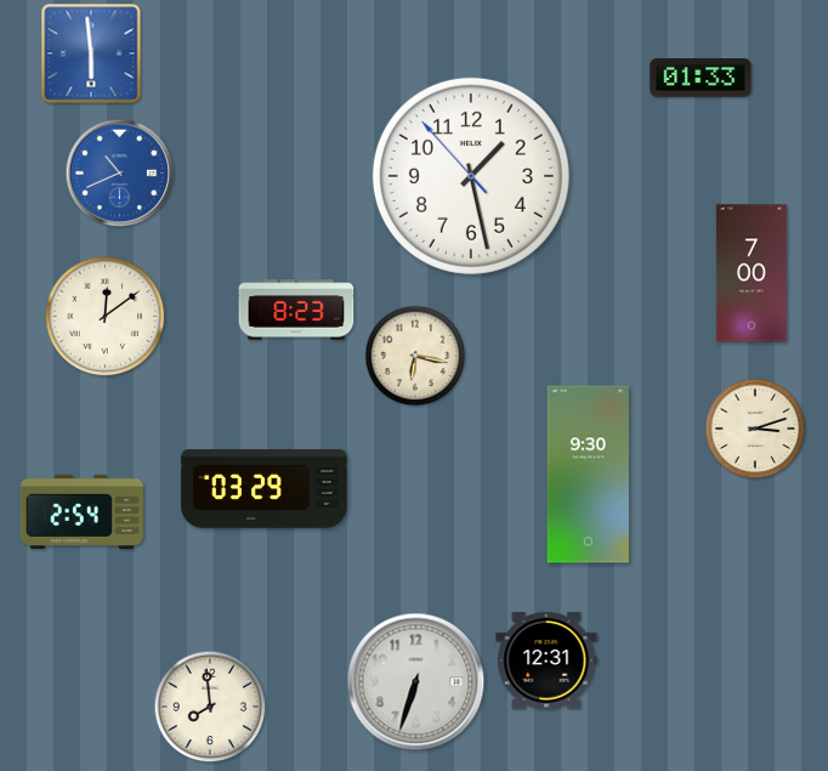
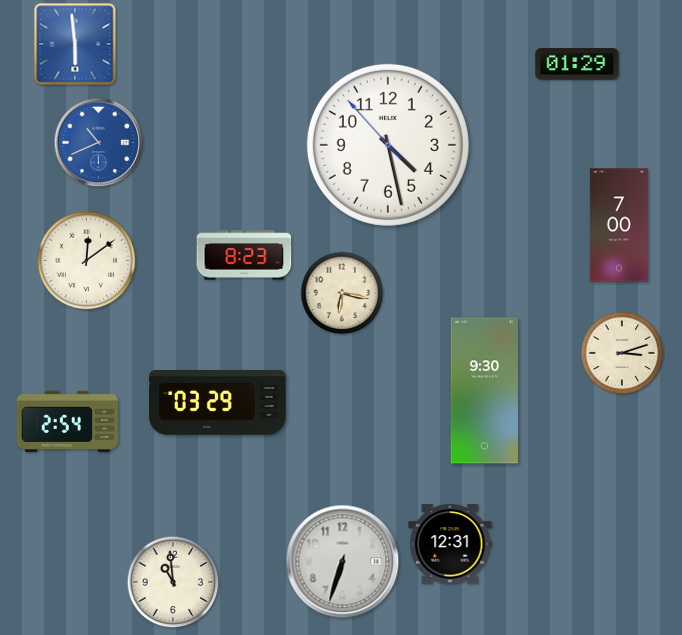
clock at (701, 78): 01:33 -> 01:29
clock at (471, 176): 1:27 -> 4:27
clock at (210, 707): 7:59 -> 10:59
